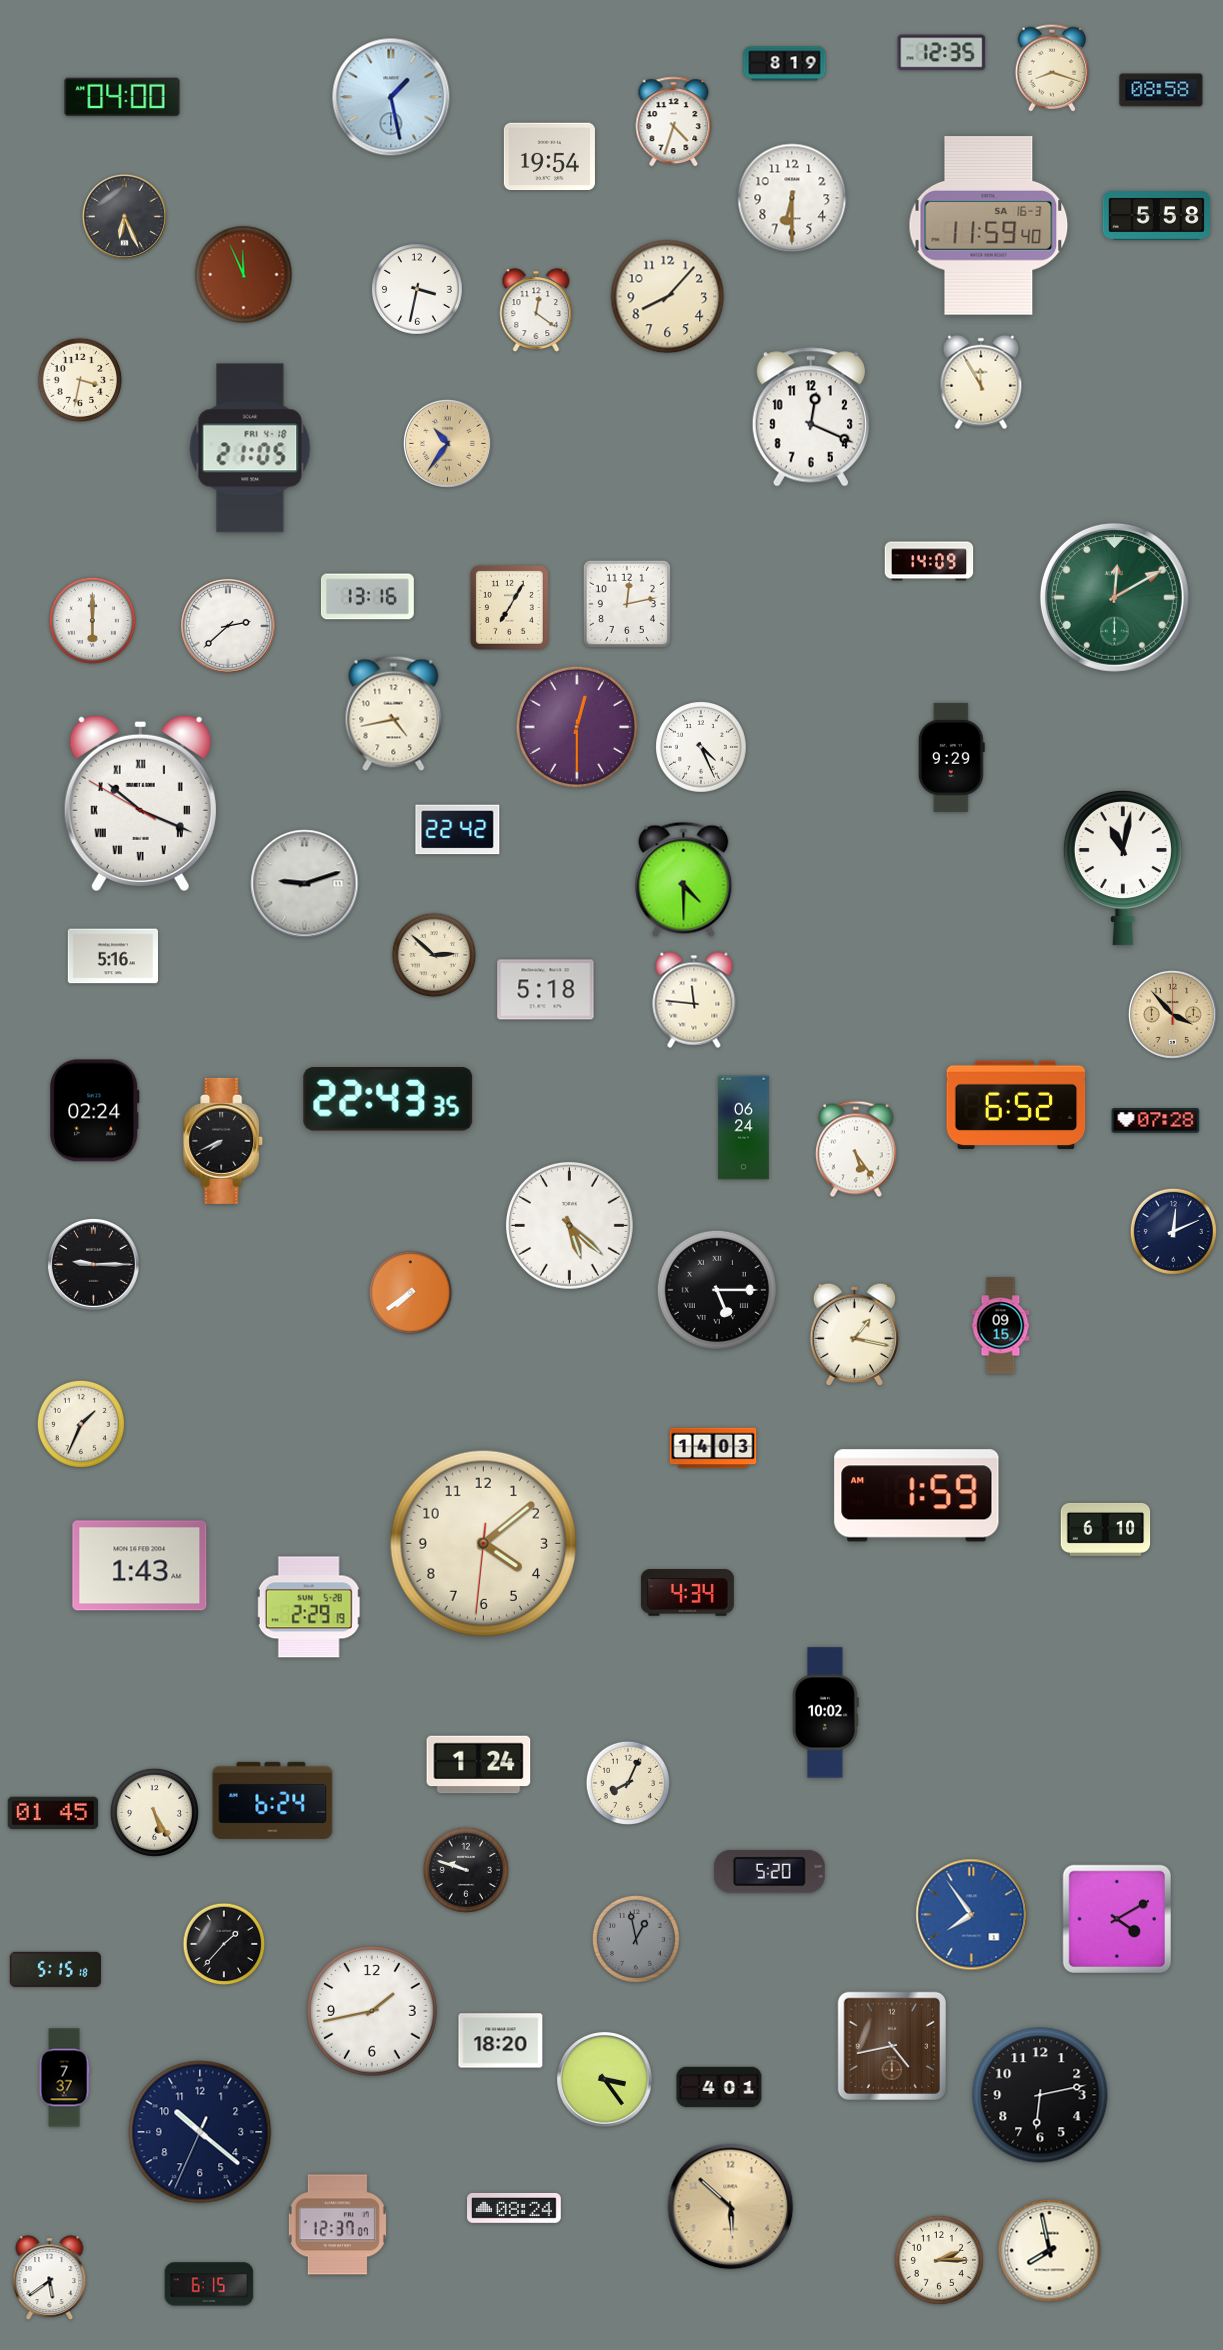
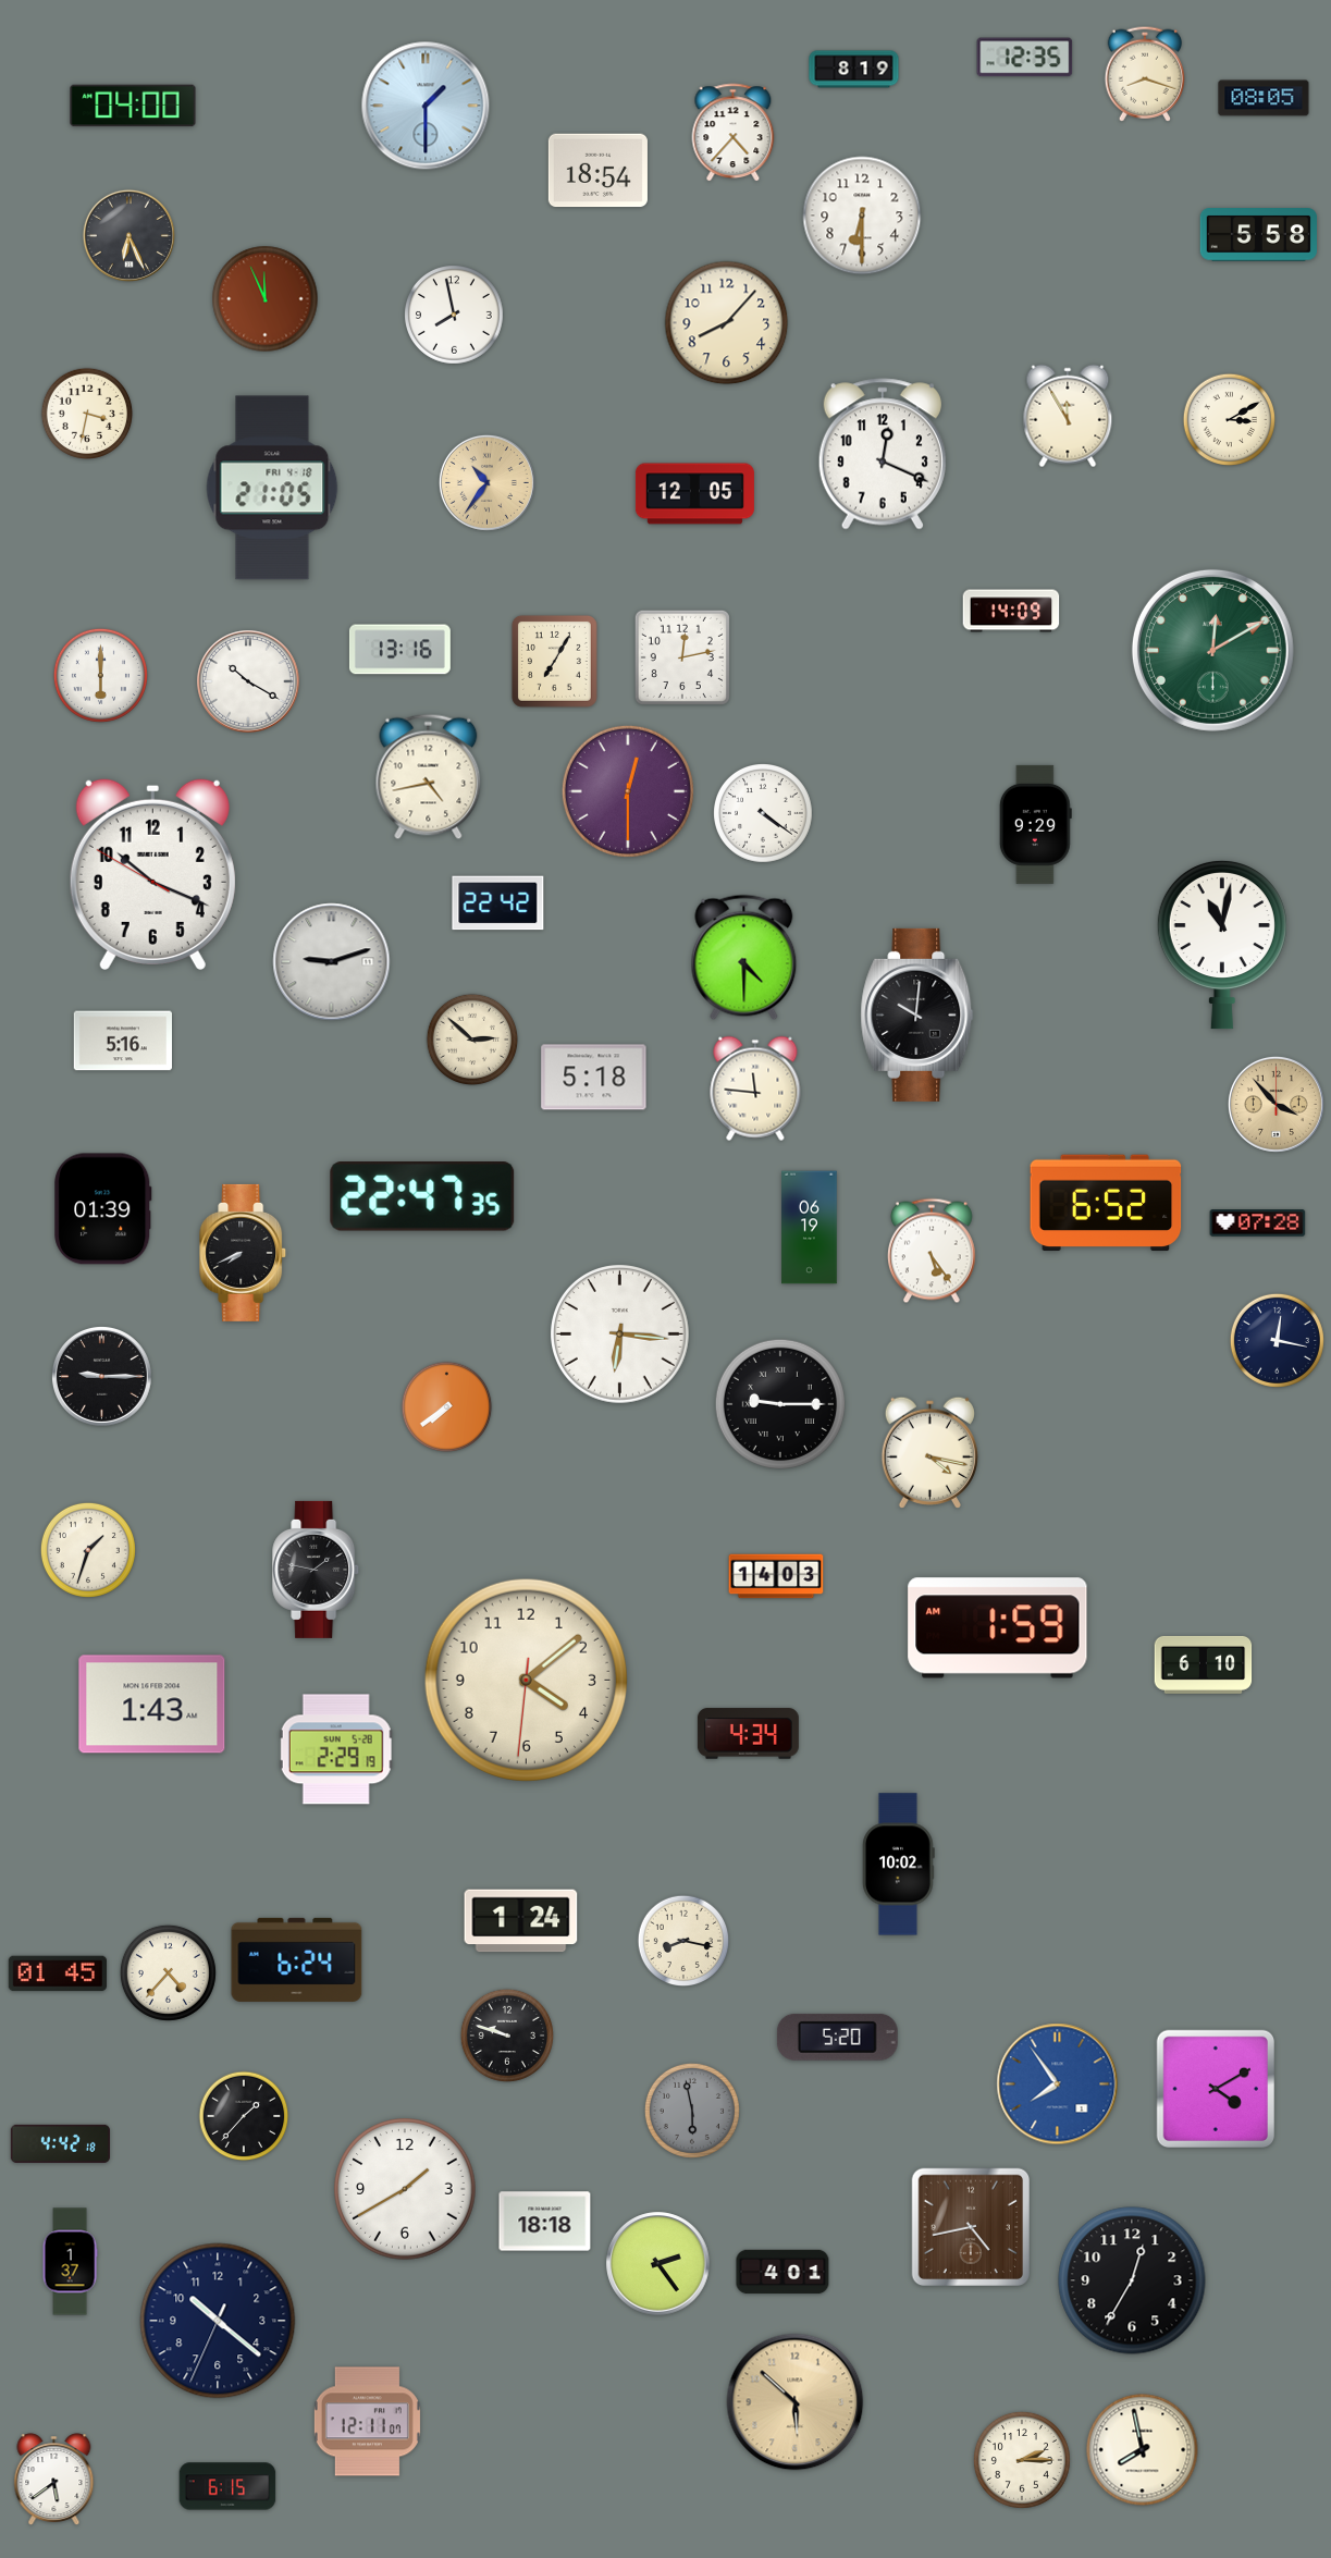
clock at (1161, 90): 08:58 -> 08:05
clock at (391, 97): 1:28 -> 1:30
clock at (674, 122): 4:33 -> 4:37
clock at (549, 157): 19:54 -> 18:54
clock at (124, 216) position: (124, 216) -> (128, 235)
clock at (989, 226): 11:59 -> none
clock at (418, 290): 3:32 -> 7:58
clock at (536, 310): 12:21 -> none
clock at (1229, 419): none -> 3:10
clock at (694, 494): none -> 12:05
clock at (228, 626): 2:38 -> 10:20
clock at (702, 748): 4:26 -> 4:21
clock at (140, 803) numerals: Roman -> Arabic
clock at (917, 1014): none -> 10:01
clock at (388, 1100): 22:43 -> 22:47
clock at (95, 1111): 02:24 -> 01:39
clock at (1156, 1121) position: (1156, 1121) -> (1258, 1223)
clock at (744, 1128): 06:24 -> 06:19
clock at (224, 1141) position: (224, 1141) -> (244, 1253)
clock at (570, 1226): 5:22 -> 6:16
clock at (1173, 1231): 12:11 -> 12:17
clock at (717, 1290): 5:15 -> 9:15
clock at (1001, 1326): 09:15 -> none
clock at (854, 1334): 1:17 -> 4:17
clock at (81, 1424): 1:34 -> 1:33
clock at (317, 1570): none -> 1:47
clock at (628, 1783): 8:04 -> 8:17
clock at (154, 1812): 5:25 -> 4:37
clock at (636, 1939): 12:58 -> 5:58
clock at (55, 1969): 5:15 -> 4:42
clock at (372, 2011): 1:43 -> 1:40
clock at (501, 2041): 18:20 -> 18:18
clock at (64, 2078): 7:37 -> 1:37
clock at (605, 2080): 3:24 -> 2:24
clock at (1040, 2095): 6:13 -> 12:35
clock at (515, 2208): 08:24 -> none
clock at (337, 2225): 12:37 -> 12:11
